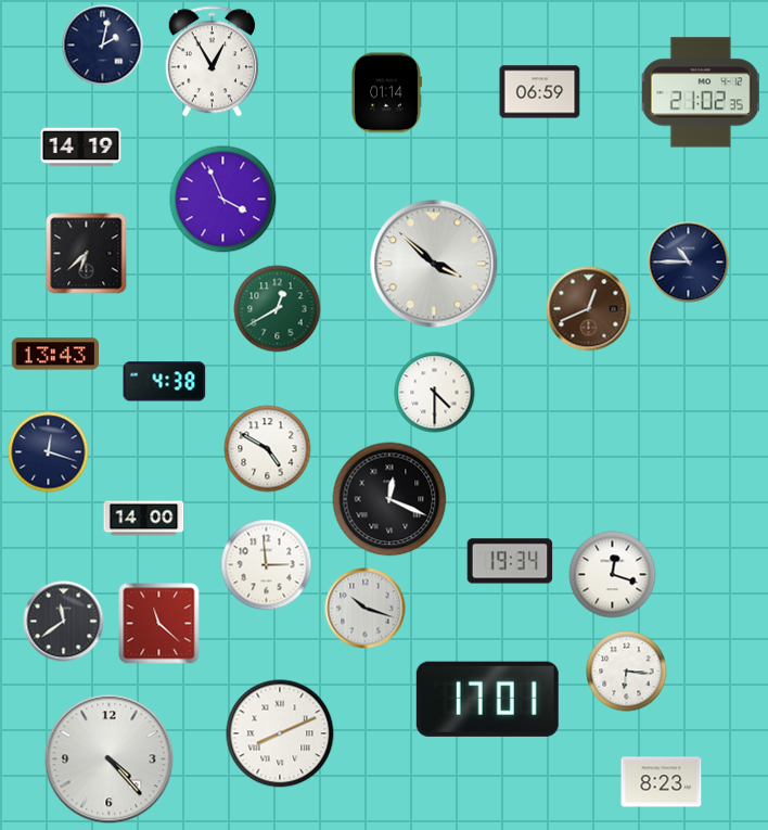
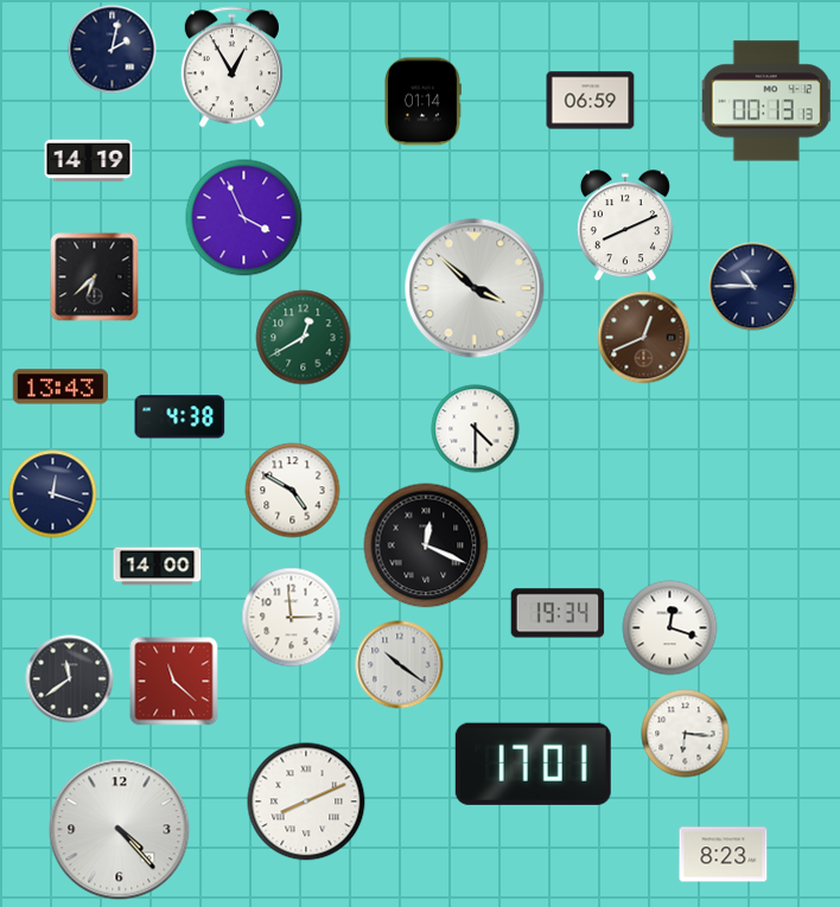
clock at (701, 92): 21:02 -> 00:13
clock at (625, 226): none -> 8:11
clock at (366, 609): 10:18 -> 10:21
